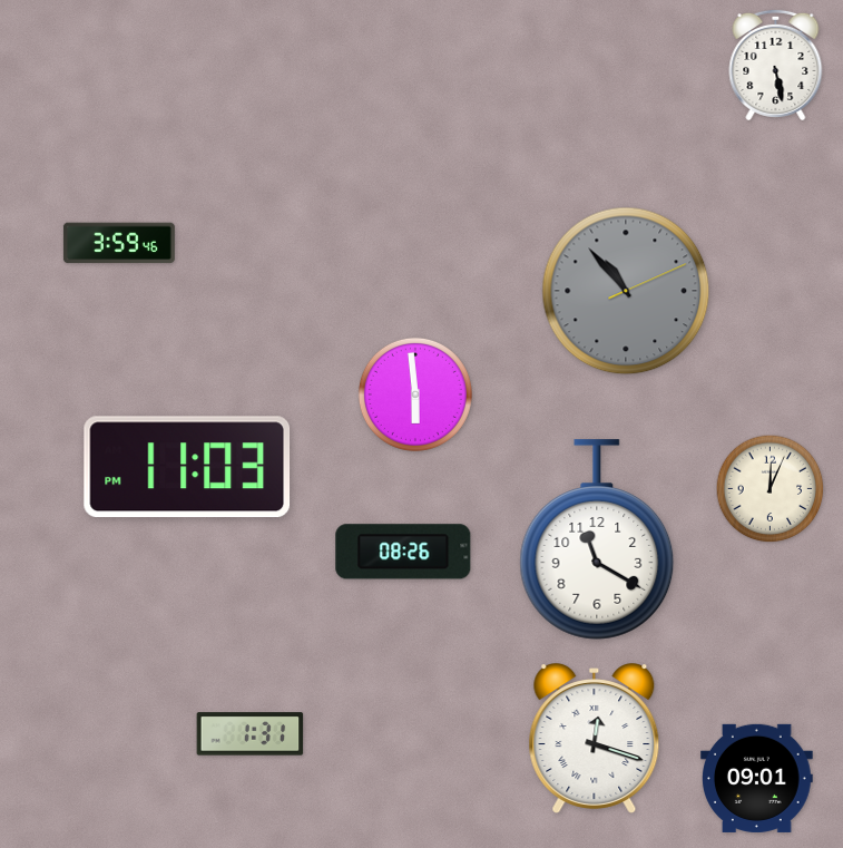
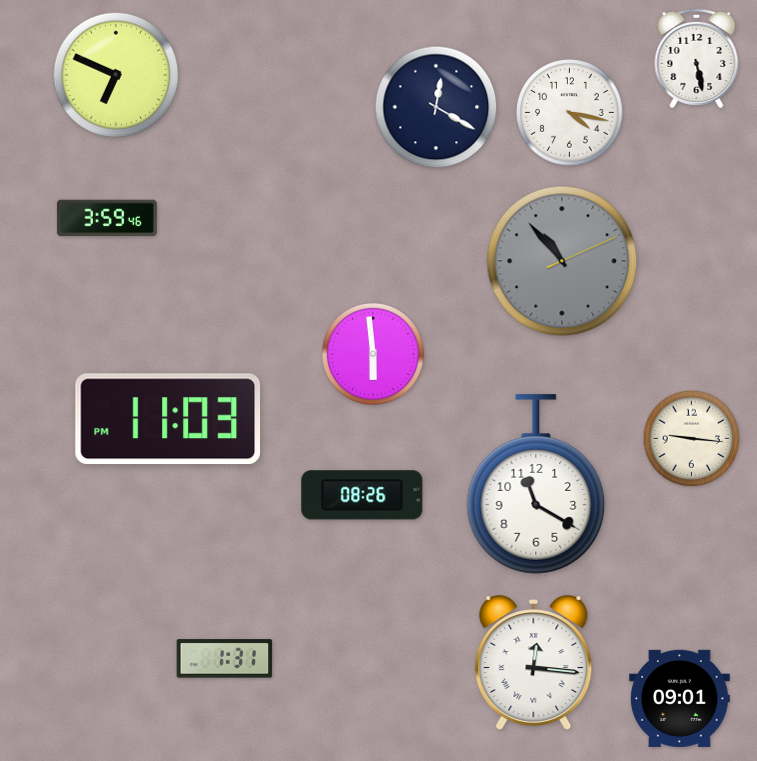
clock at (116, 75): none -> 6:49
clock at (436, 107): none -> 12:20
clock at (570, 113): none -> 4:17
clock at (771, 489): 12:04 -> 9:16
clock at (595, 739): 12:18 -> 12:16
